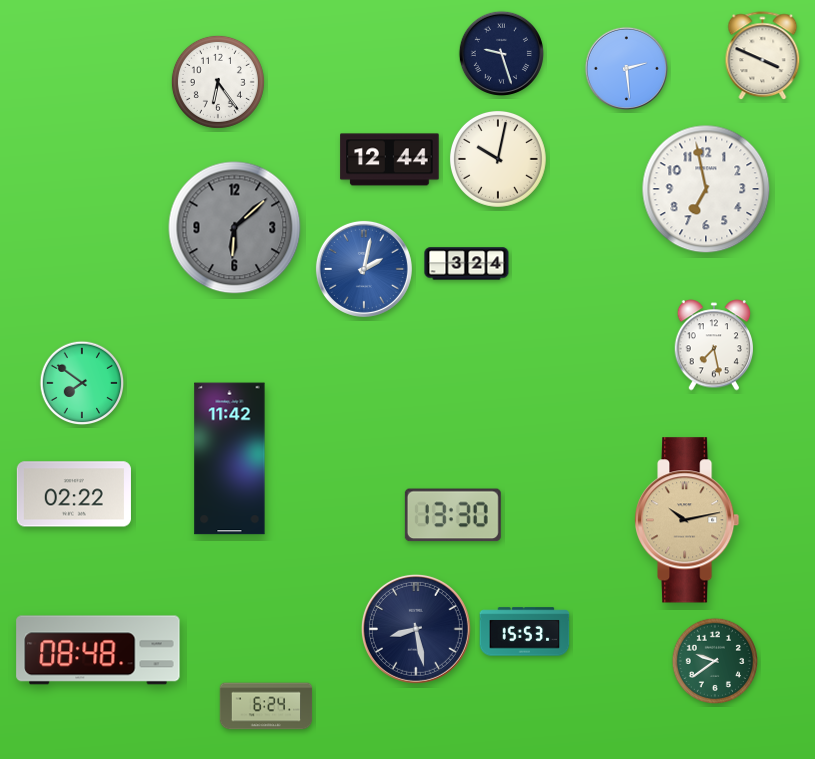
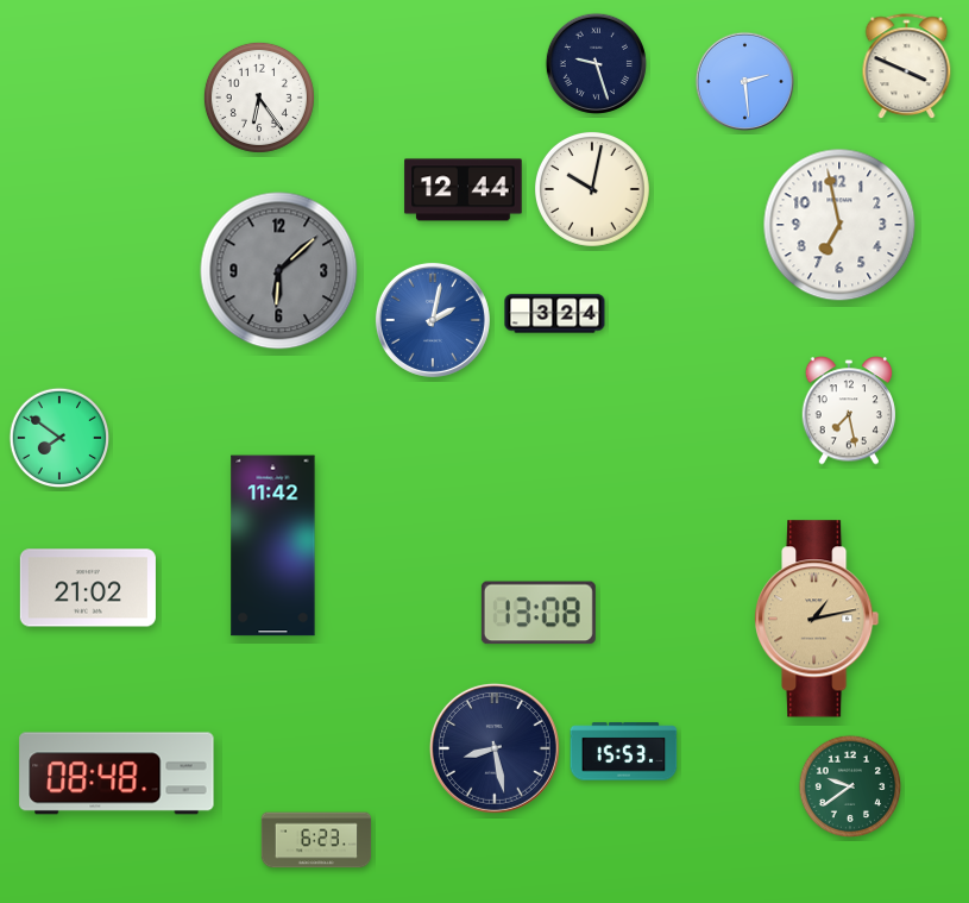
clock at (82, 383) position: (82, 383) -> (59, 438)
clock at (74, 494): 02:22 -> 21:02
clock at (453, 515): 13:30 -> 13:08
clock at (688, 520): 10:13 -> 1:13
clock at (266, 706): 6:24 -> 6:23
